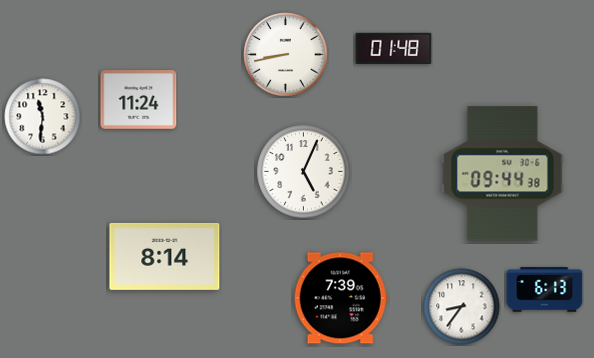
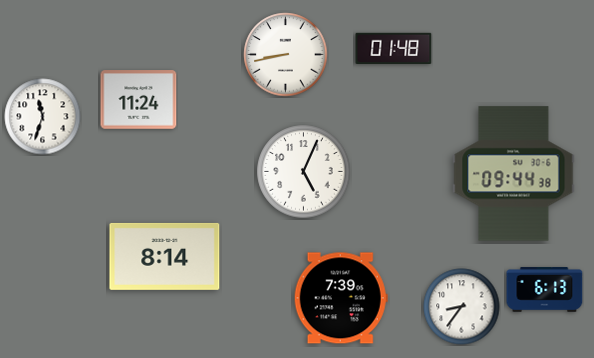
clock at (43, 117): 11:31 -> 11:33
clock at (503, 174) position: (503, 174) -> (514, 174)
